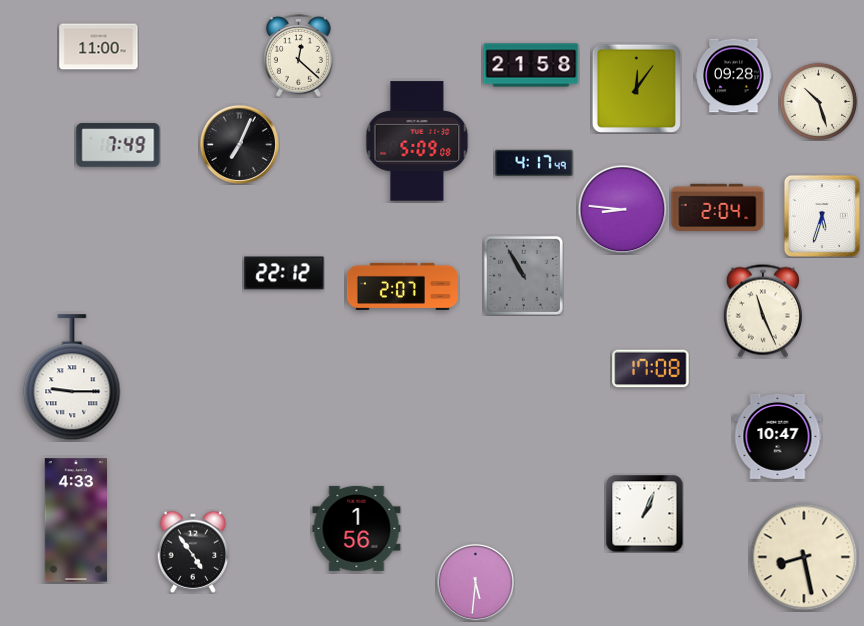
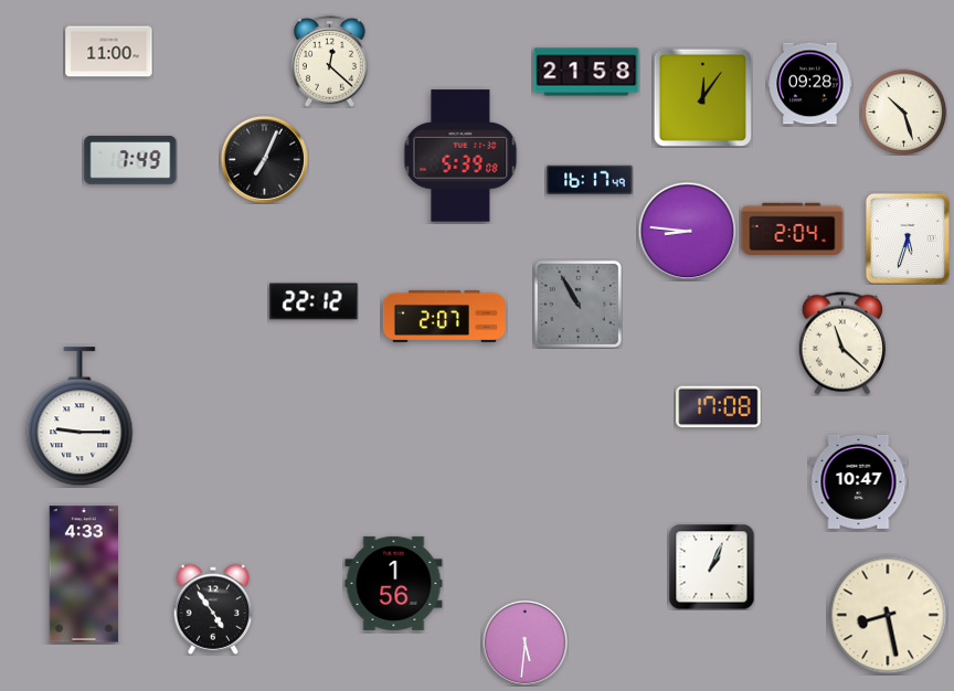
clock at (417, 141): 5:09 -> 5:39
clock at (534, 162): 4:17 -> 16:17
clock at (763, 311): 11:26 -> 11:22
